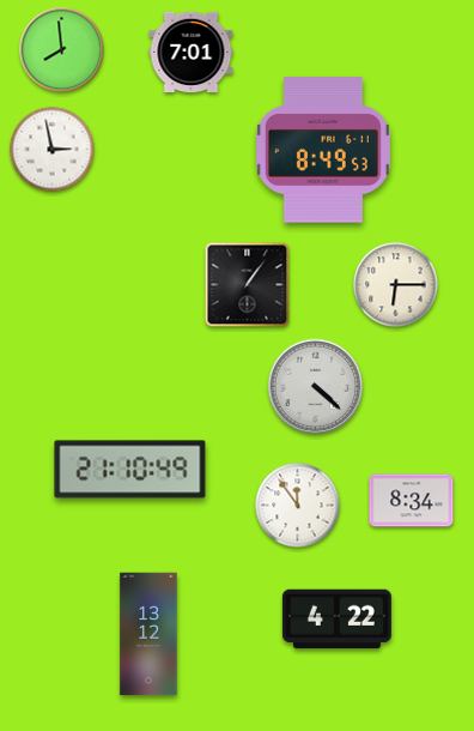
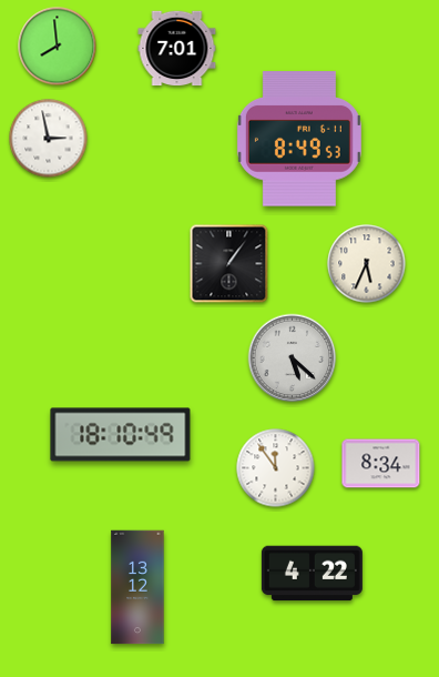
clock at (396, 285): 6:15 -> 5:34
clock at (316, 387): 4:22 -> 5:22
clock at (130, 470): 21:10 -> 18:10
